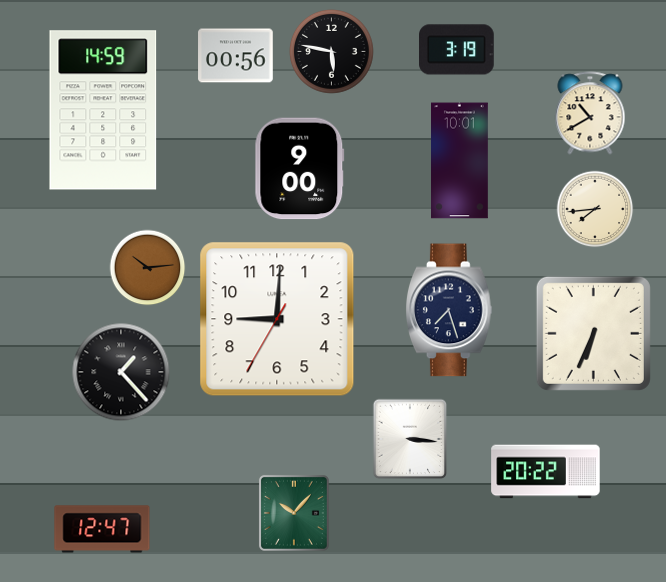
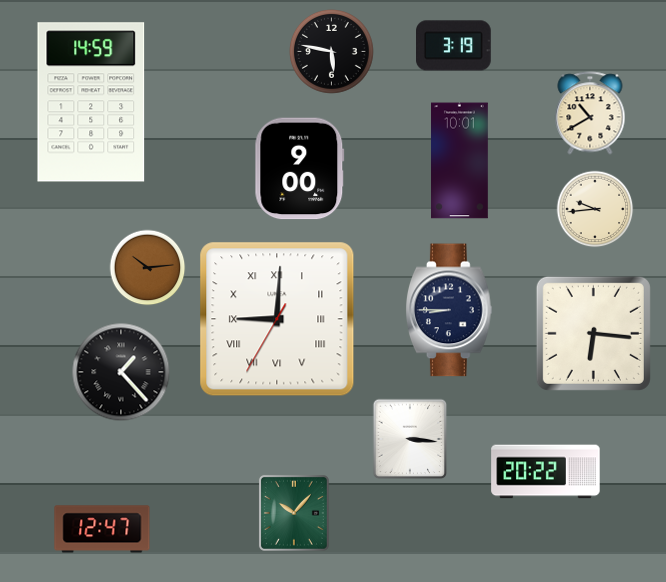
clock at (457, 50) position: (457, 50) -> (454, 46)
clock at (236, 56): 00:56 -> none
clock at (103, 110) position: (103, 110) -> (91, 102)
clock at (595, 209): 7:44 -> 9:44
clock at (450, 310): 7:27 -> 8:45
clock at (277, 319) numerals: Arabic -> Roman
clock at (593, 333): 6:34 -> 6:16
